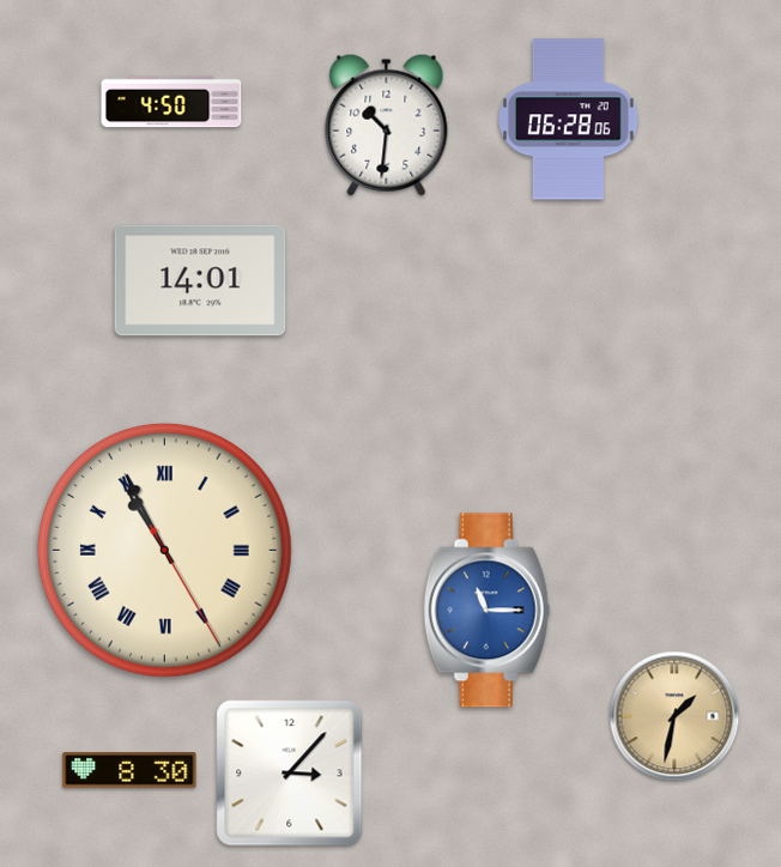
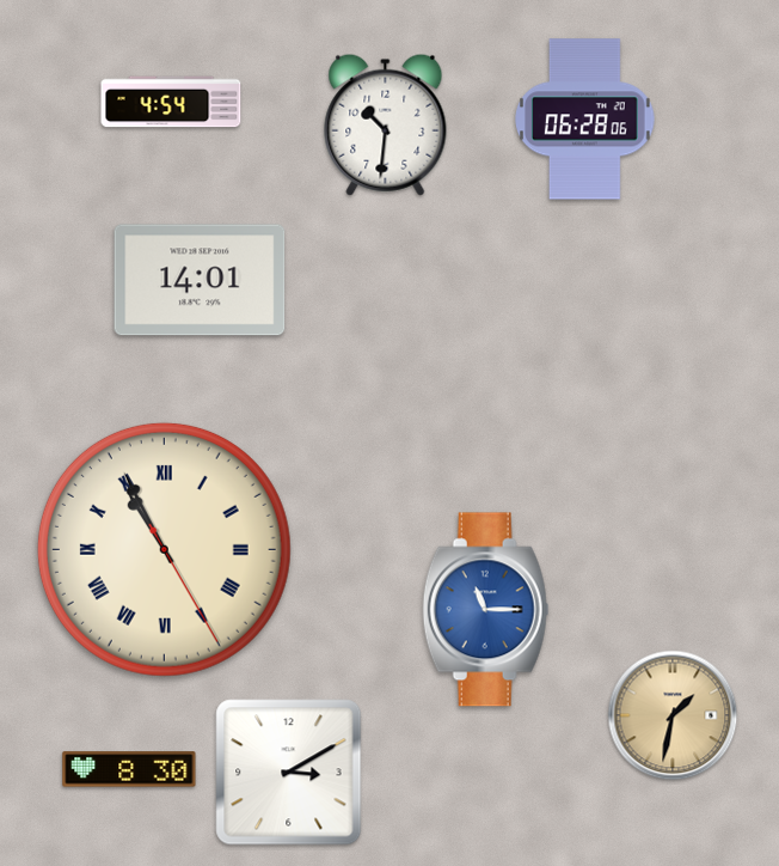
clock at (171, 102): 4:50 -> 4:54
clock at (569, 120) position: (569, 120) -> (585, 120)
clock at (290, 774): 3:07 -> 3:10
